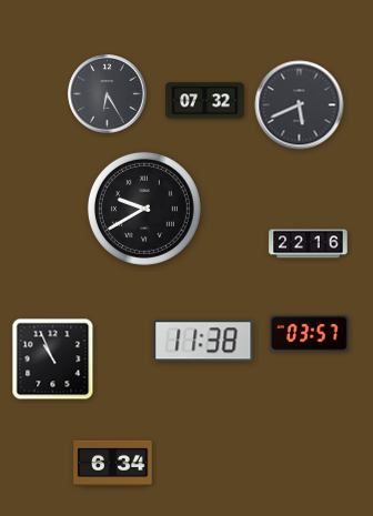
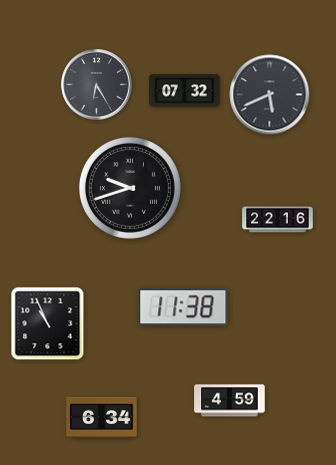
clock at (144, 209): 9:40 -> 9:42
clock at (310, 334): 03:57 -> none
clock at (230, 401): none -> 4:59
